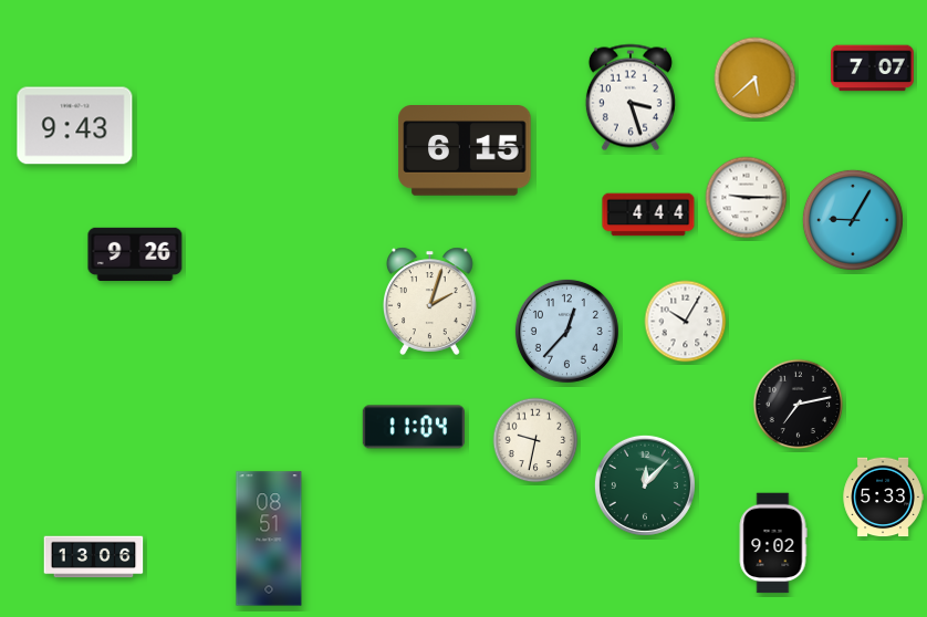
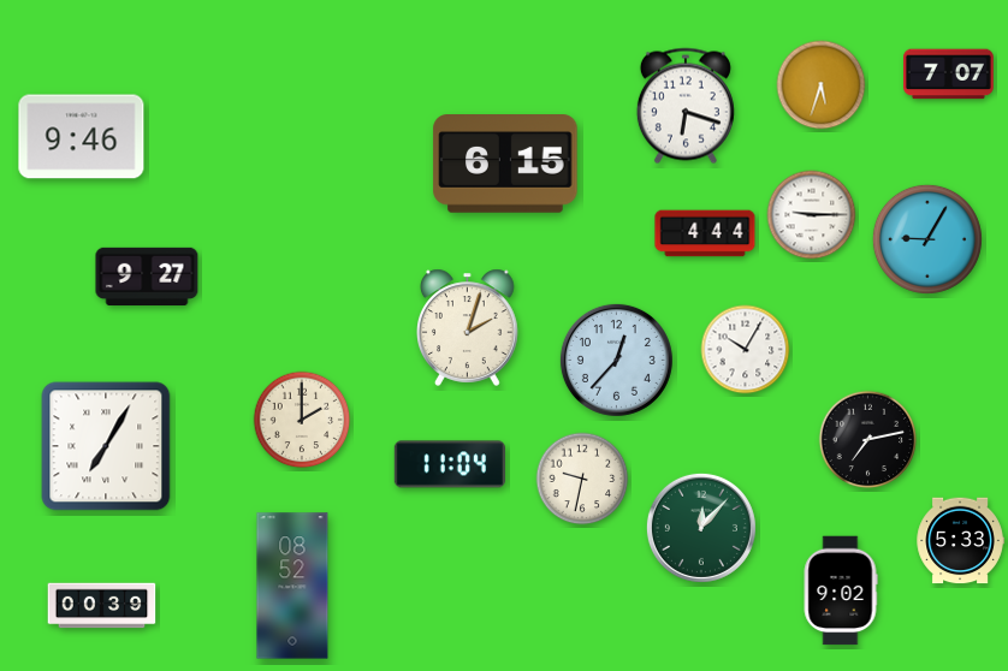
clock at (756, 79): 5:38 -> 5:33
clock at (631, 97): 3:27 -> 6:18
clock at (75, 126): 9:43 -> 9:46
clock at (135, 253): 9:26 -> 9:27
clock at (302, 420): none -> 2:00
clock at (106, 446): none -> 7:05
clock at (269, 538): 08:51 -> 08:52
clock at (94, 557): 13:06 -> 00:39
